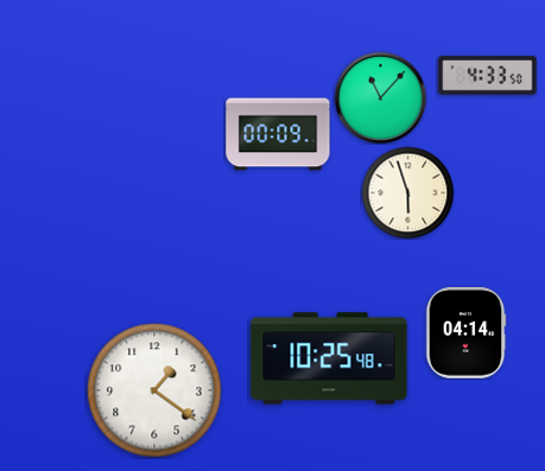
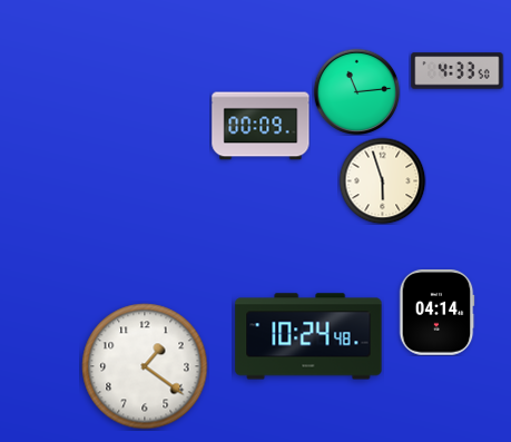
clock at (380, 97): 11:07 -> 11:14
clock at (329, 358): 10:25 -> 10:24
